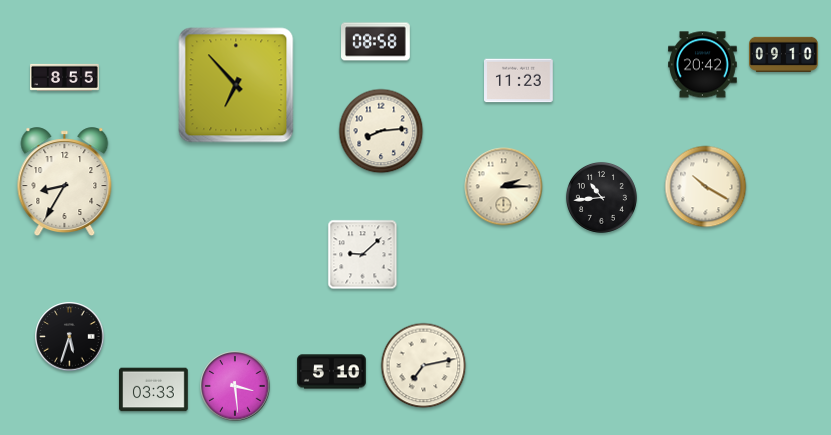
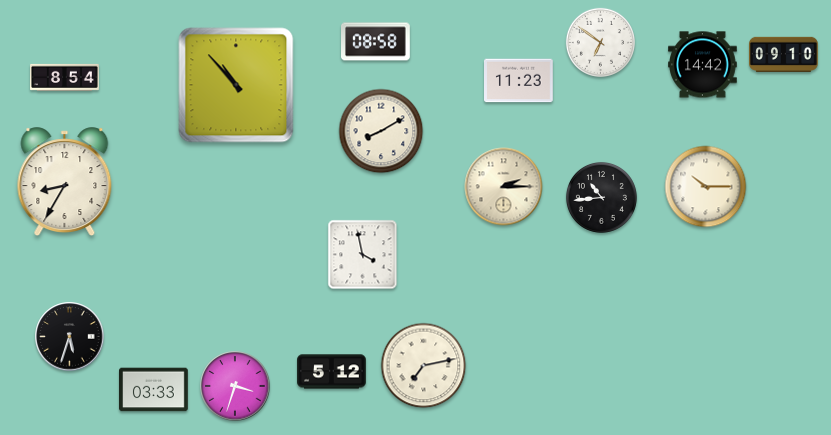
clock at (600, 42): none -> 6:51
clock at (703, 65): 20:42 -> 14:42
clock at (65, 77): 8:55 -> 8:54
clock at (236, 85): 6:53 -> 10:53
clock at (381, 131): 8:14 -> 8:10
clock at (706, 187): 10:20 -> 10:15
clock at (363, 255): 9:08 -> 3:58
clock at (332, 372): 5:10 -> 5:12
clock at (235, 386): 3:29 -> 3:33
